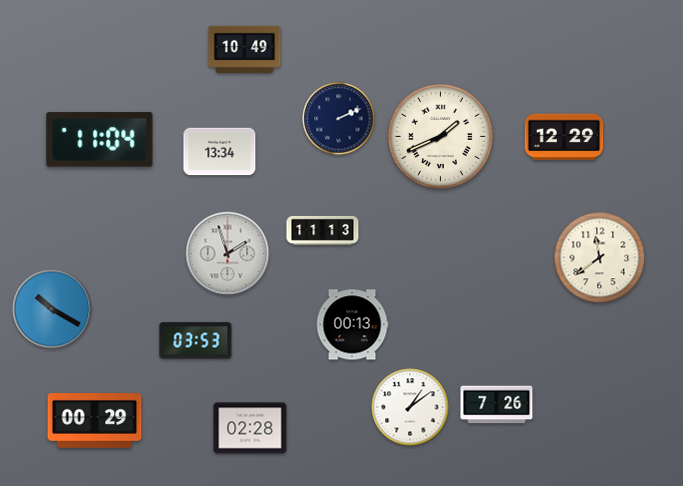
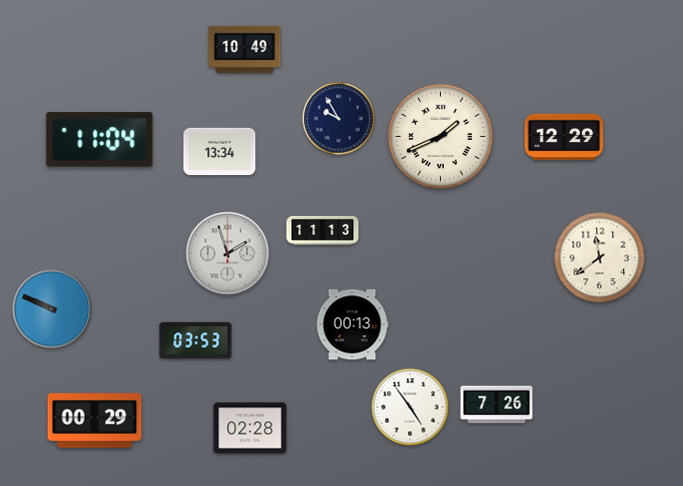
clock at (339, 119): 2:11 -> 9:55
clock at (52, 309): 10:20 -> 9:49
clock at (410, 407): 1:09 -> 4:54
